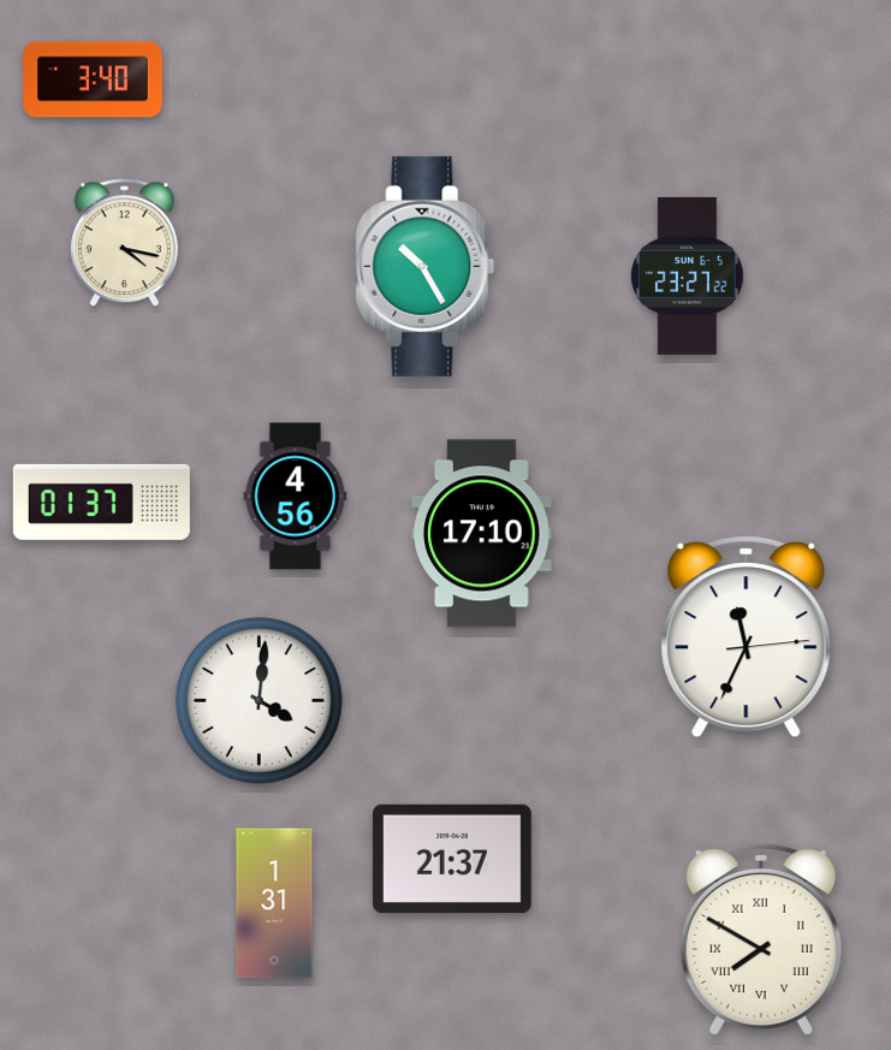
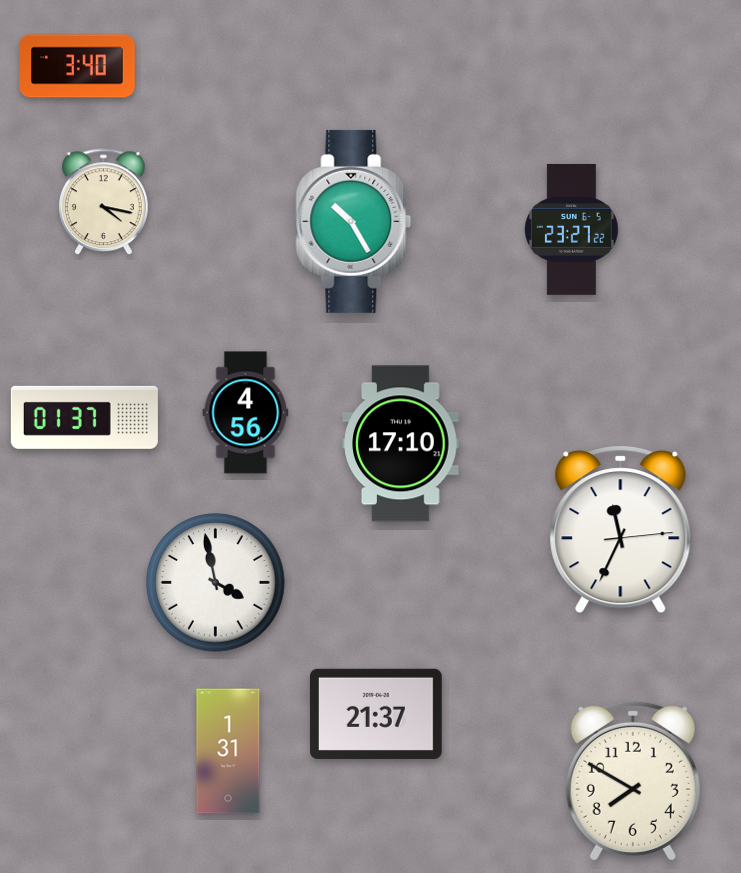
clock at (260, 701): 4:01 -> 3:58
clock at (761, 939) numerals: Roman -> Arabic
